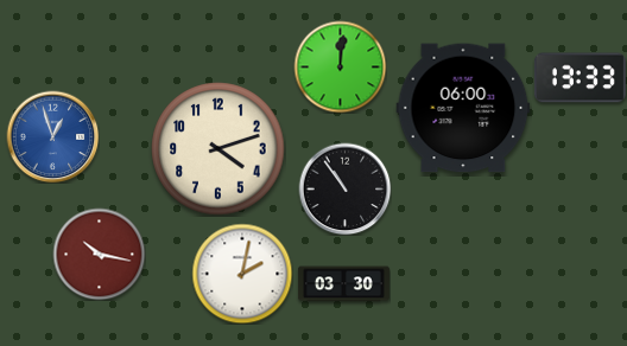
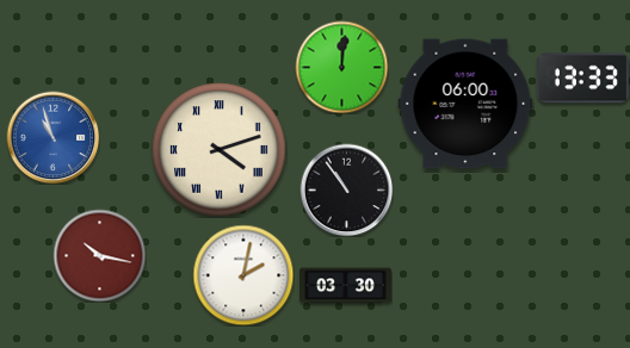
clock at (463, 108) position: (463, 108) -> (465, 104)
clock at (52, 136): 12:57 -> 10:57
clock at (218, 149) numerals: Arabic -> Roman
